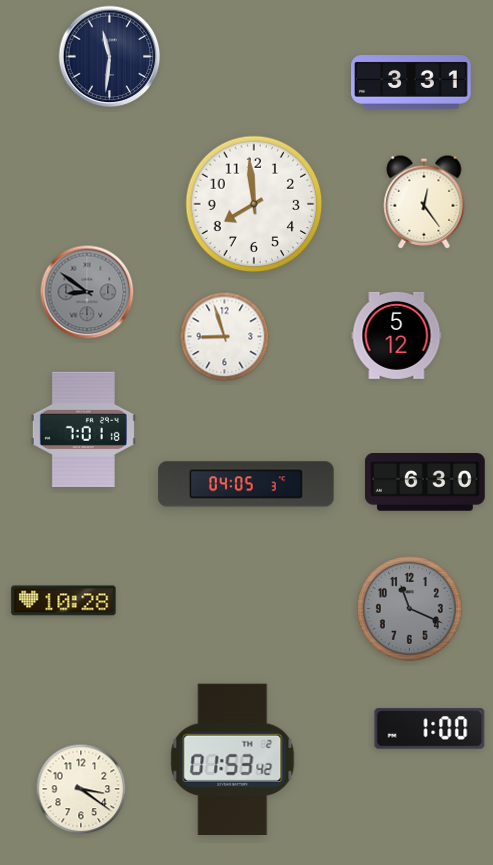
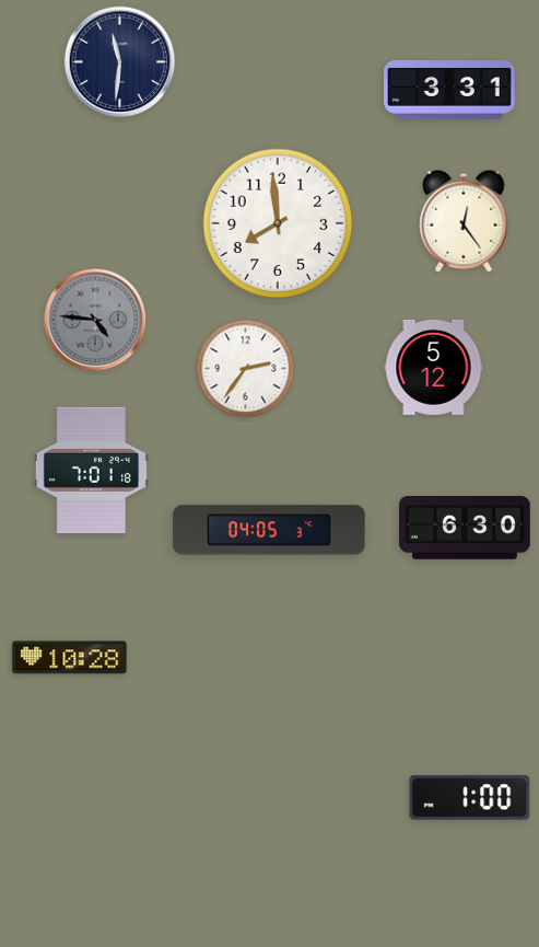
clock at (87, 292): 8:51 -> 4:46
clock at (225, 337): 8:57 -> 2:36
clock at (409, 608): 11:19 -> none
clock at (233, 759): 01:53 -> none
clock at (81, 789): 3:21 -> none
